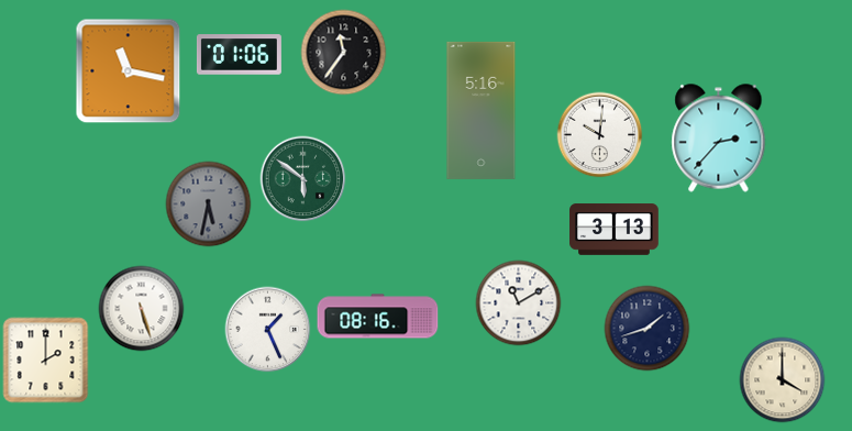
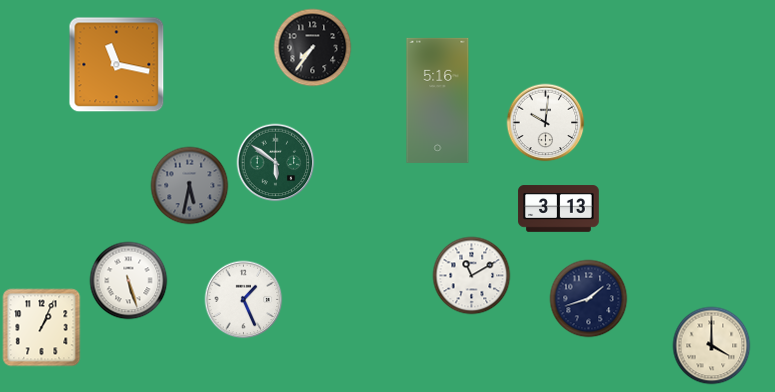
clock at (343, 52): 11:36 -> 7:36
clock at (239, 55): 01:06 -> none
clock at (719, 139): 2:37 -> none
clock at (378, 317): 08:16 -> none
clock at (45, 360): 2:00 -> 1:04
